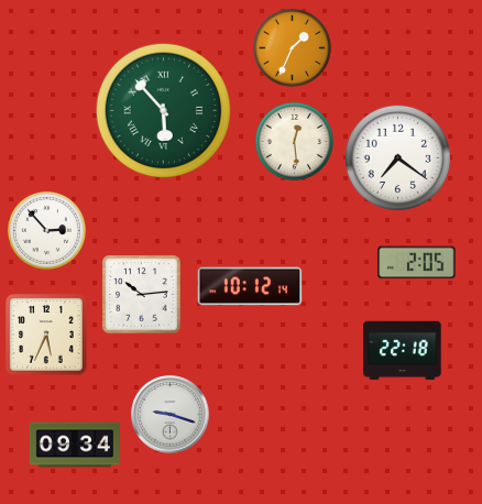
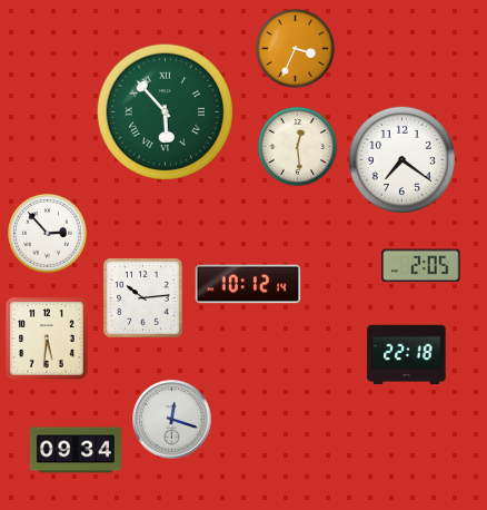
clock at (292, 47): 1:34 -> 3:34
clock at (294, 141) position: (294, 141) -> (297, 146)
clock at (250, 286) position: (250, 286) -> (248, 284)
clock at (46, 335): 5:34 -> 5:31
clock at (171, 415): 9:18 -> 12:18
